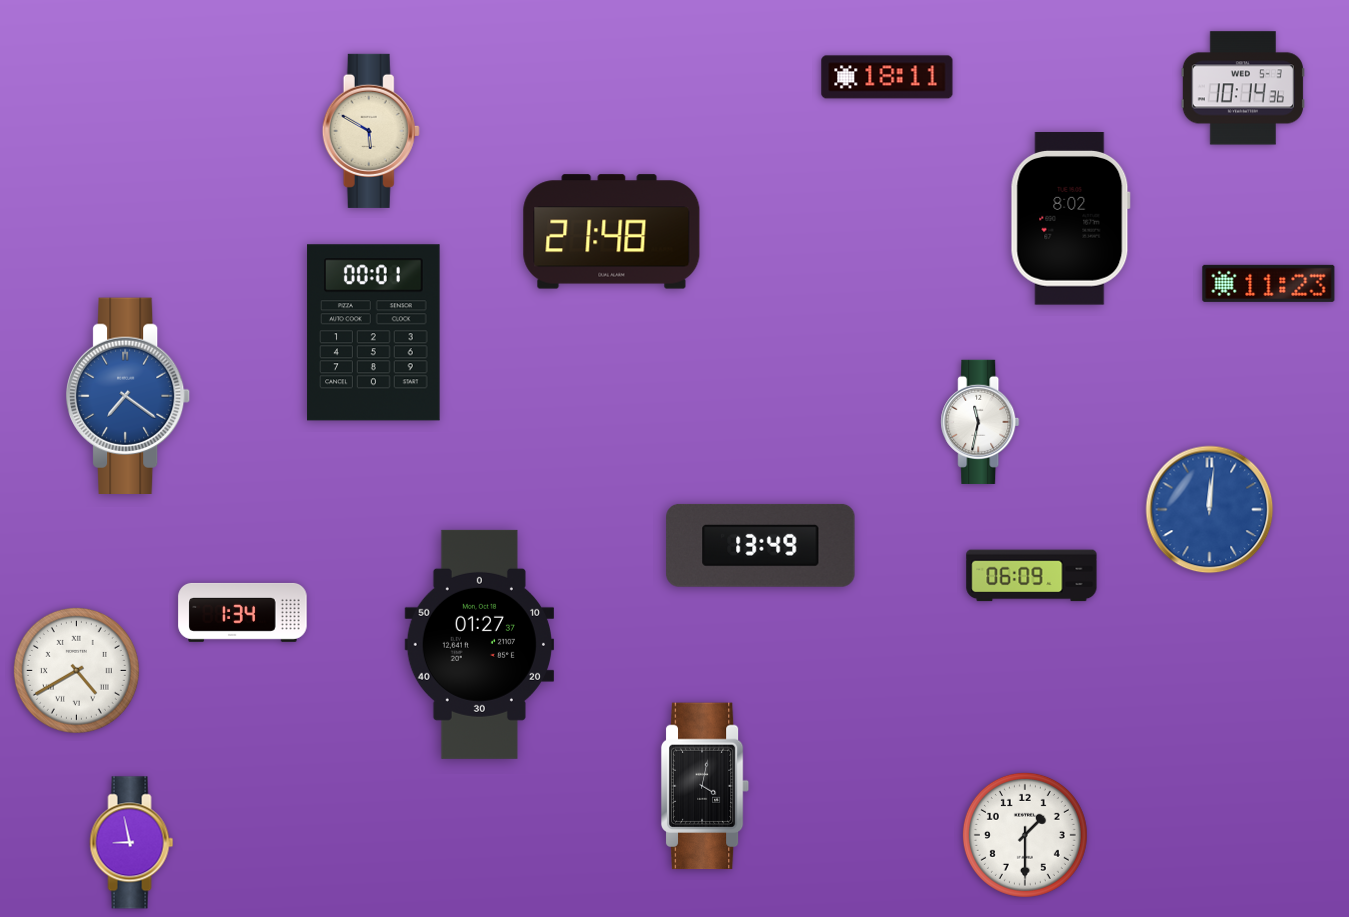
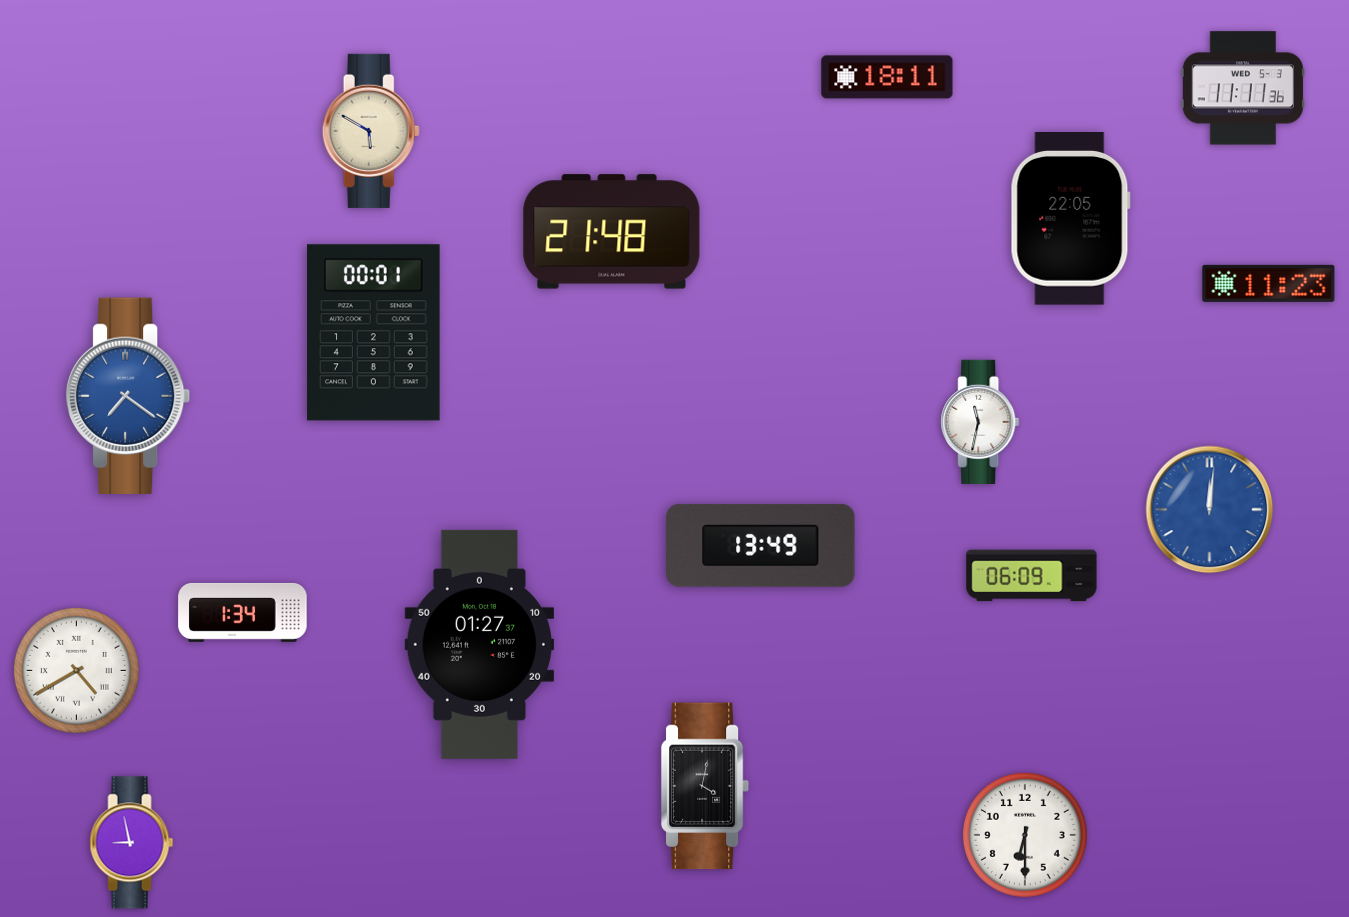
clock at (1243, 88): 10:14 -> 11:11
clock at (1070, 219): 8:02 -> 22:05
clock at (1025, 835): 1:30 -> 6:30
